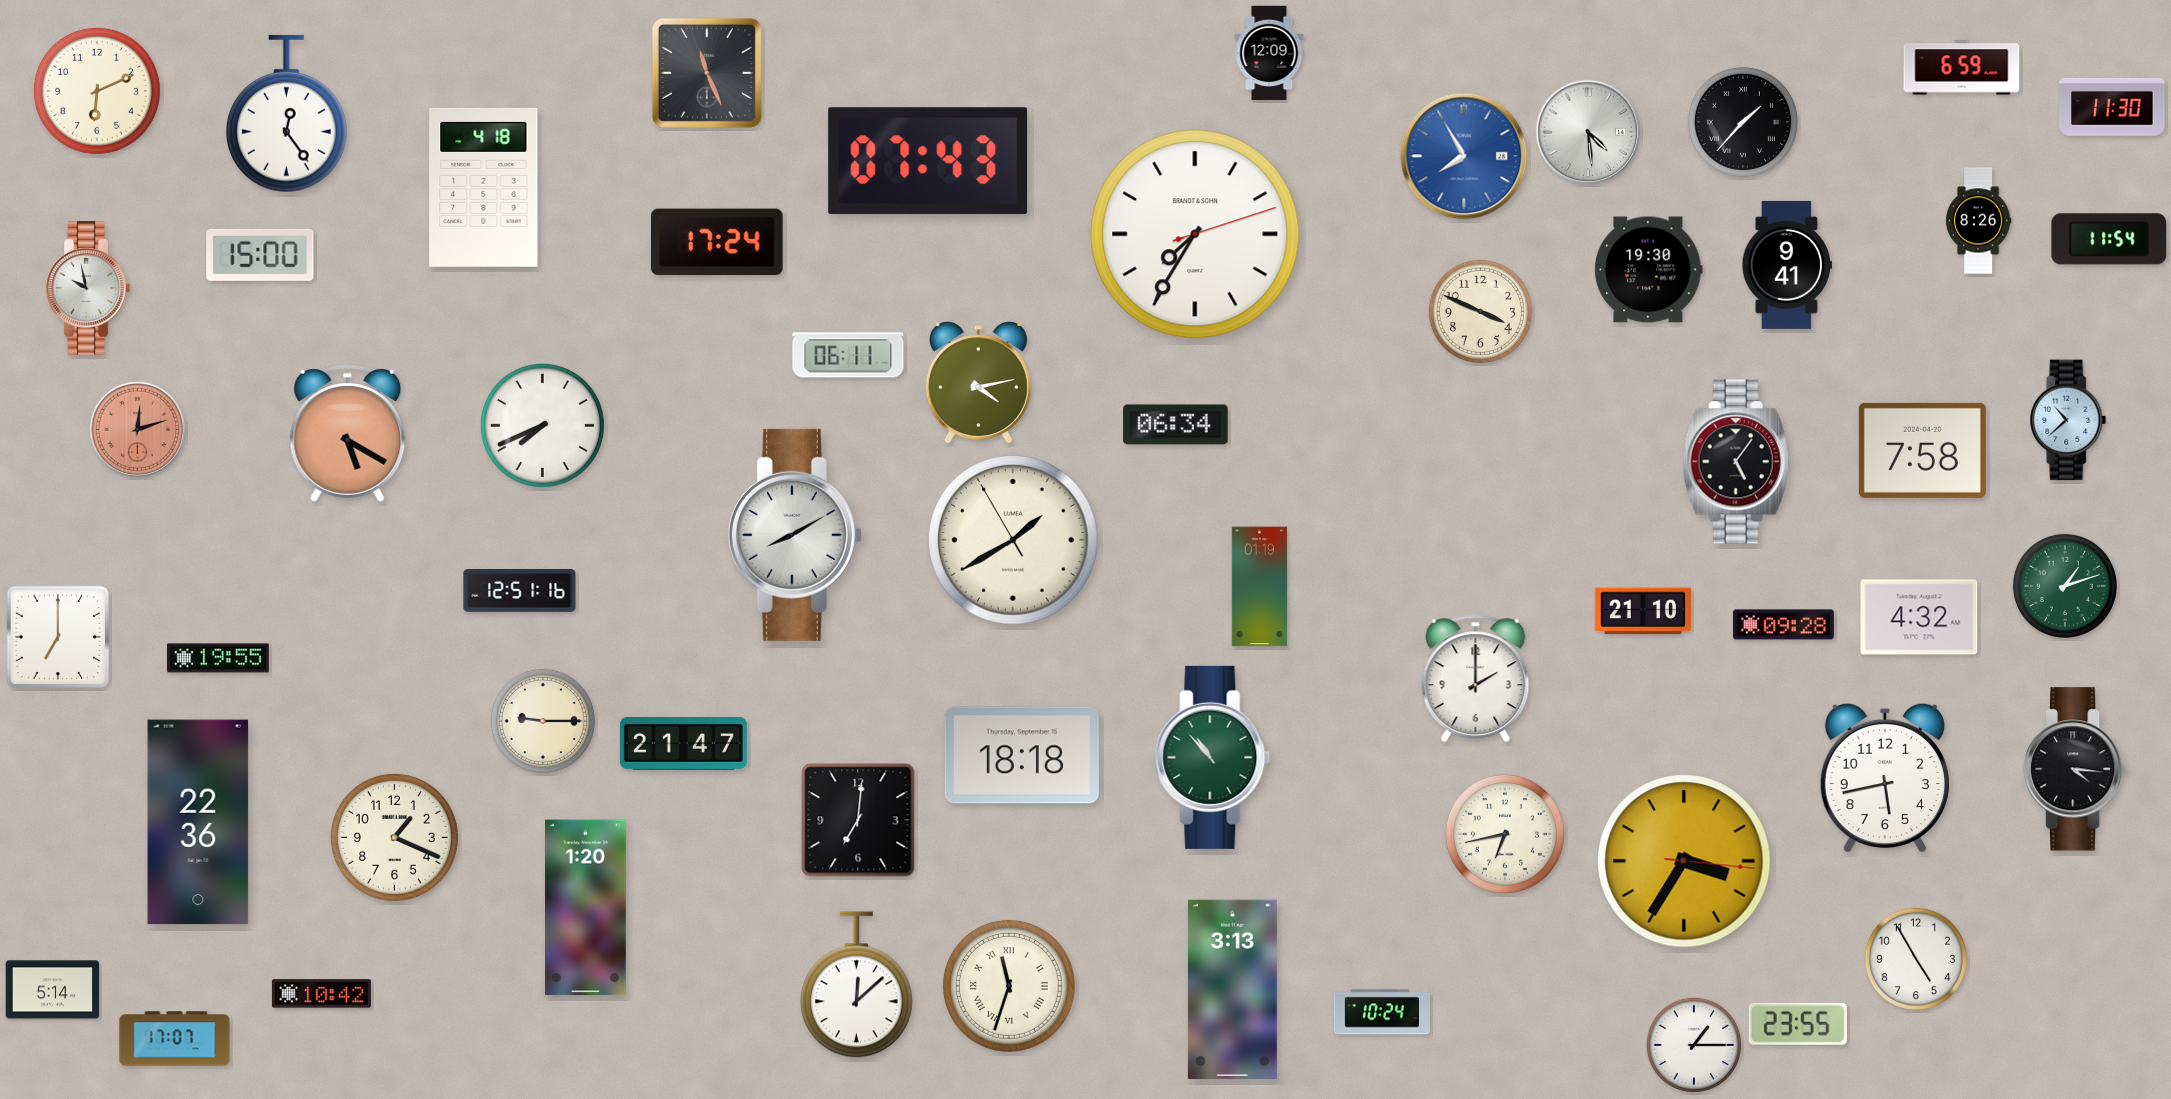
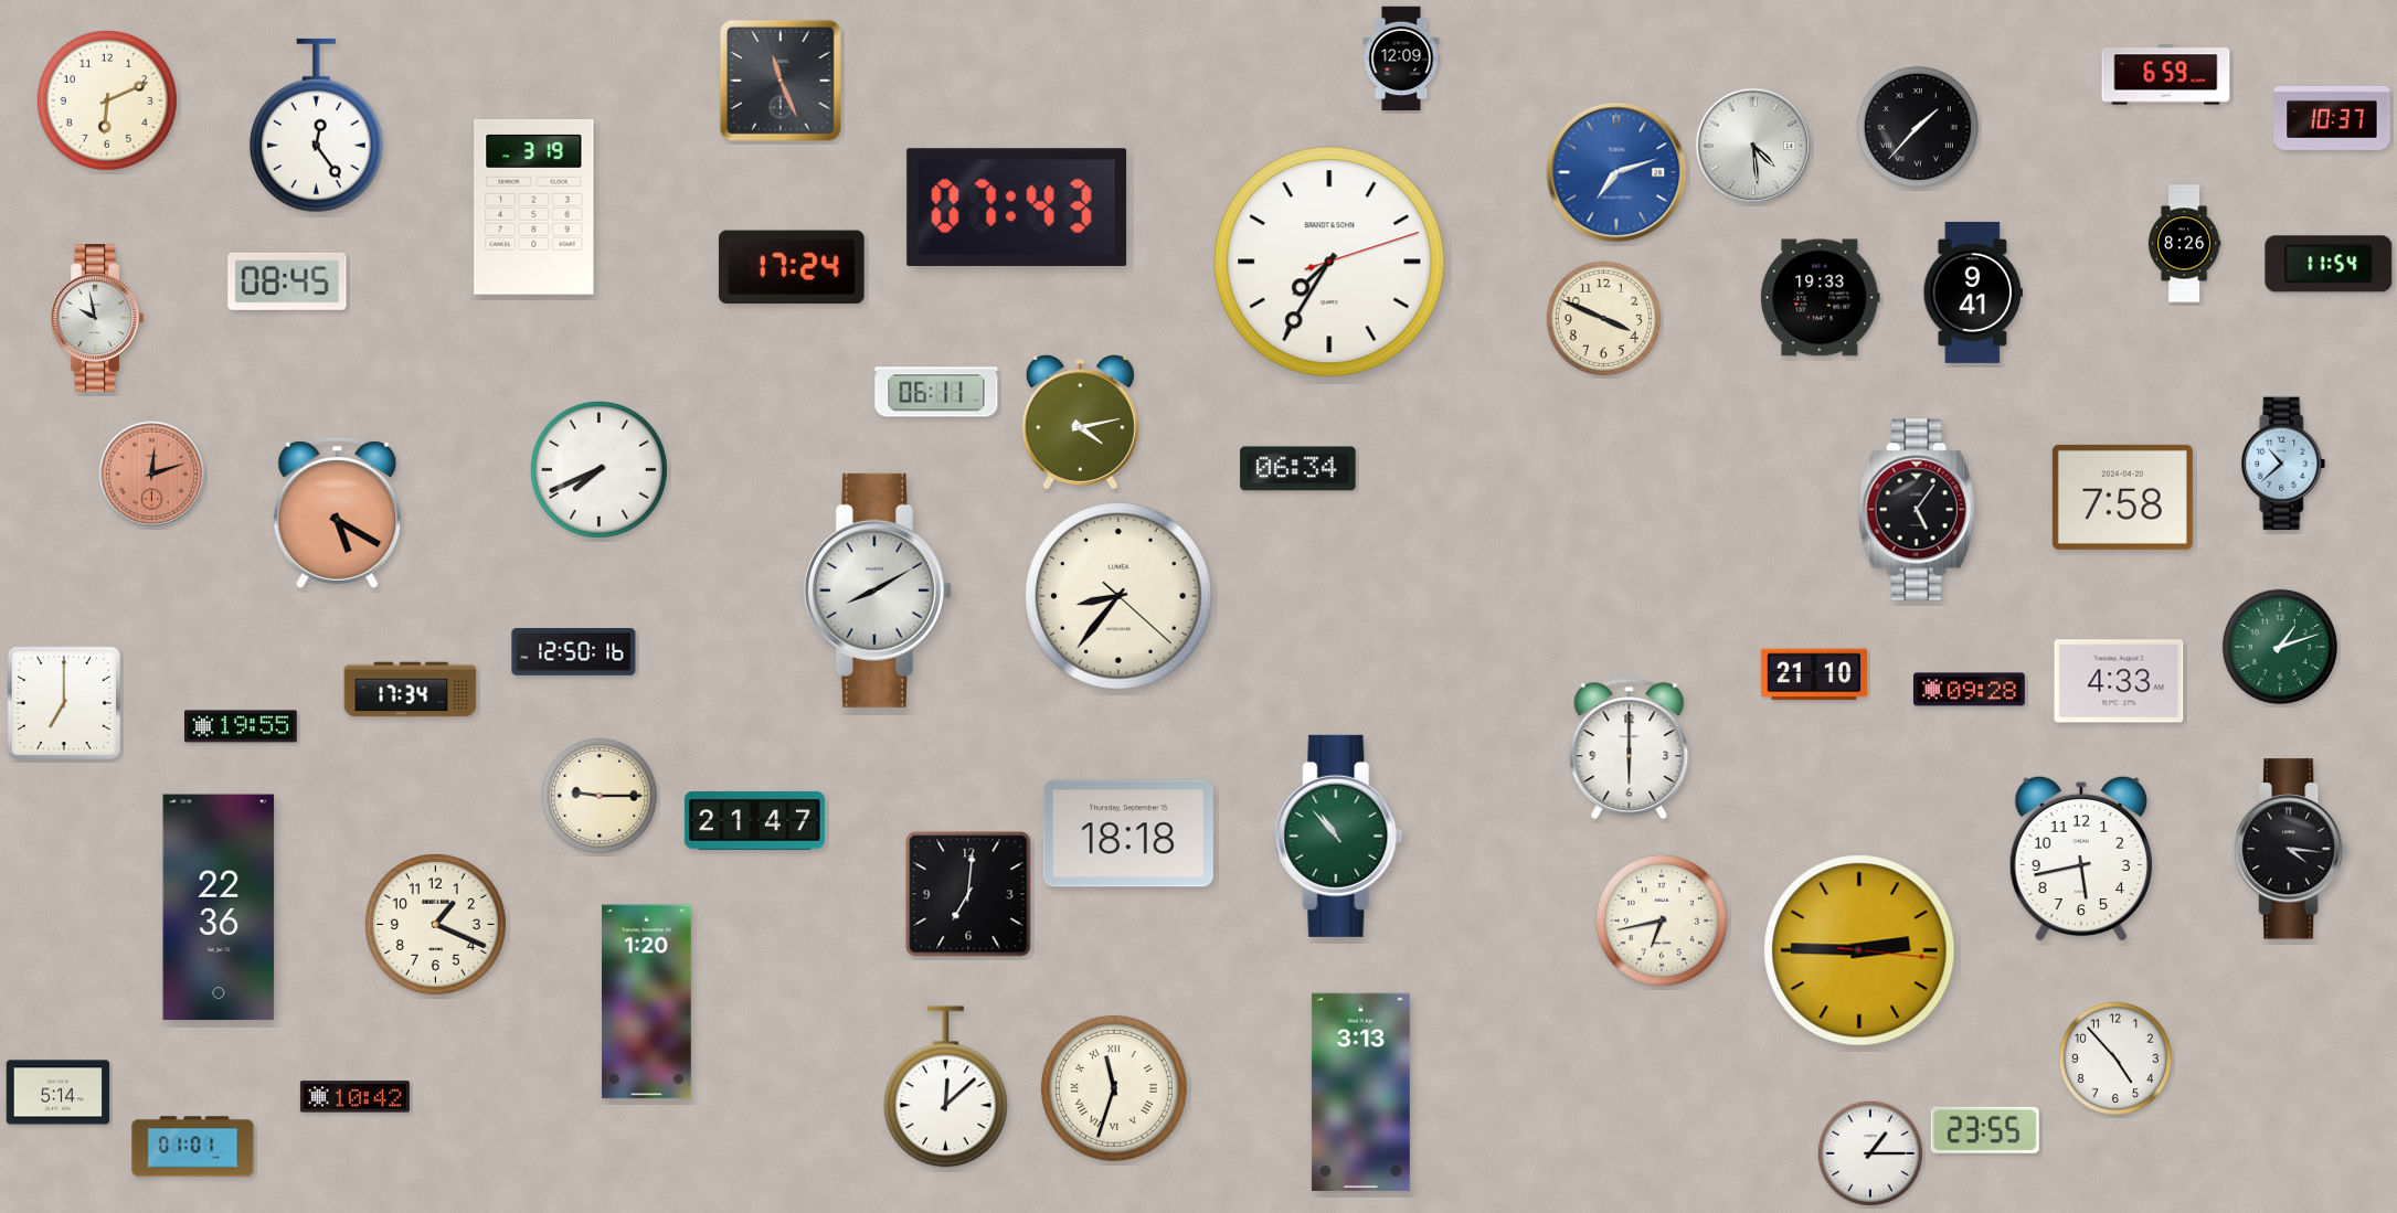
clock at (2112, 107): 11:30 -> 10:37
clock at (1743, 122) position: (1743, 122) -> (1918, 127)
clock at (1464, 156): 7:55 -> 7:12
clock at (928, 161) position: (928, 161) -> (1017, 208)
clock at (484, 188): 4:18 -> 3:19
clock at (1195, 234) position: (1195, 234) -> (1329, 262)
clock at (260, 255): 15:00 -> 08:45
clock at (1649, 270): 19:30 -> 19:33
clock at (1480, 311) position: (1480, 311) -> (1603, 318)
clock at (348, 434) position: (348, 434) -> (338, 513)
clock at (1013, 540): 1:39 -> 8:36
clock at (1260, 587): 01:19 -> none
clock at (520, 591): 12:51 -> 12:50
clock at (1919, 617): 4:32 -> 4:33
clock at (411, 690): none -> 17:34
clock at (1476, 679): 2:00 -> 6:00
clock at (858, 820) position: (858, 820) -> (968, 894)
clock at (1684, 861): 3:35 -> 2:45
clock at (1916, 959): 4:55 -> 4:53
clock at (1381, 1012): 10:24 -> none
clock at (175, 1039): 17:07 -> 01:01
